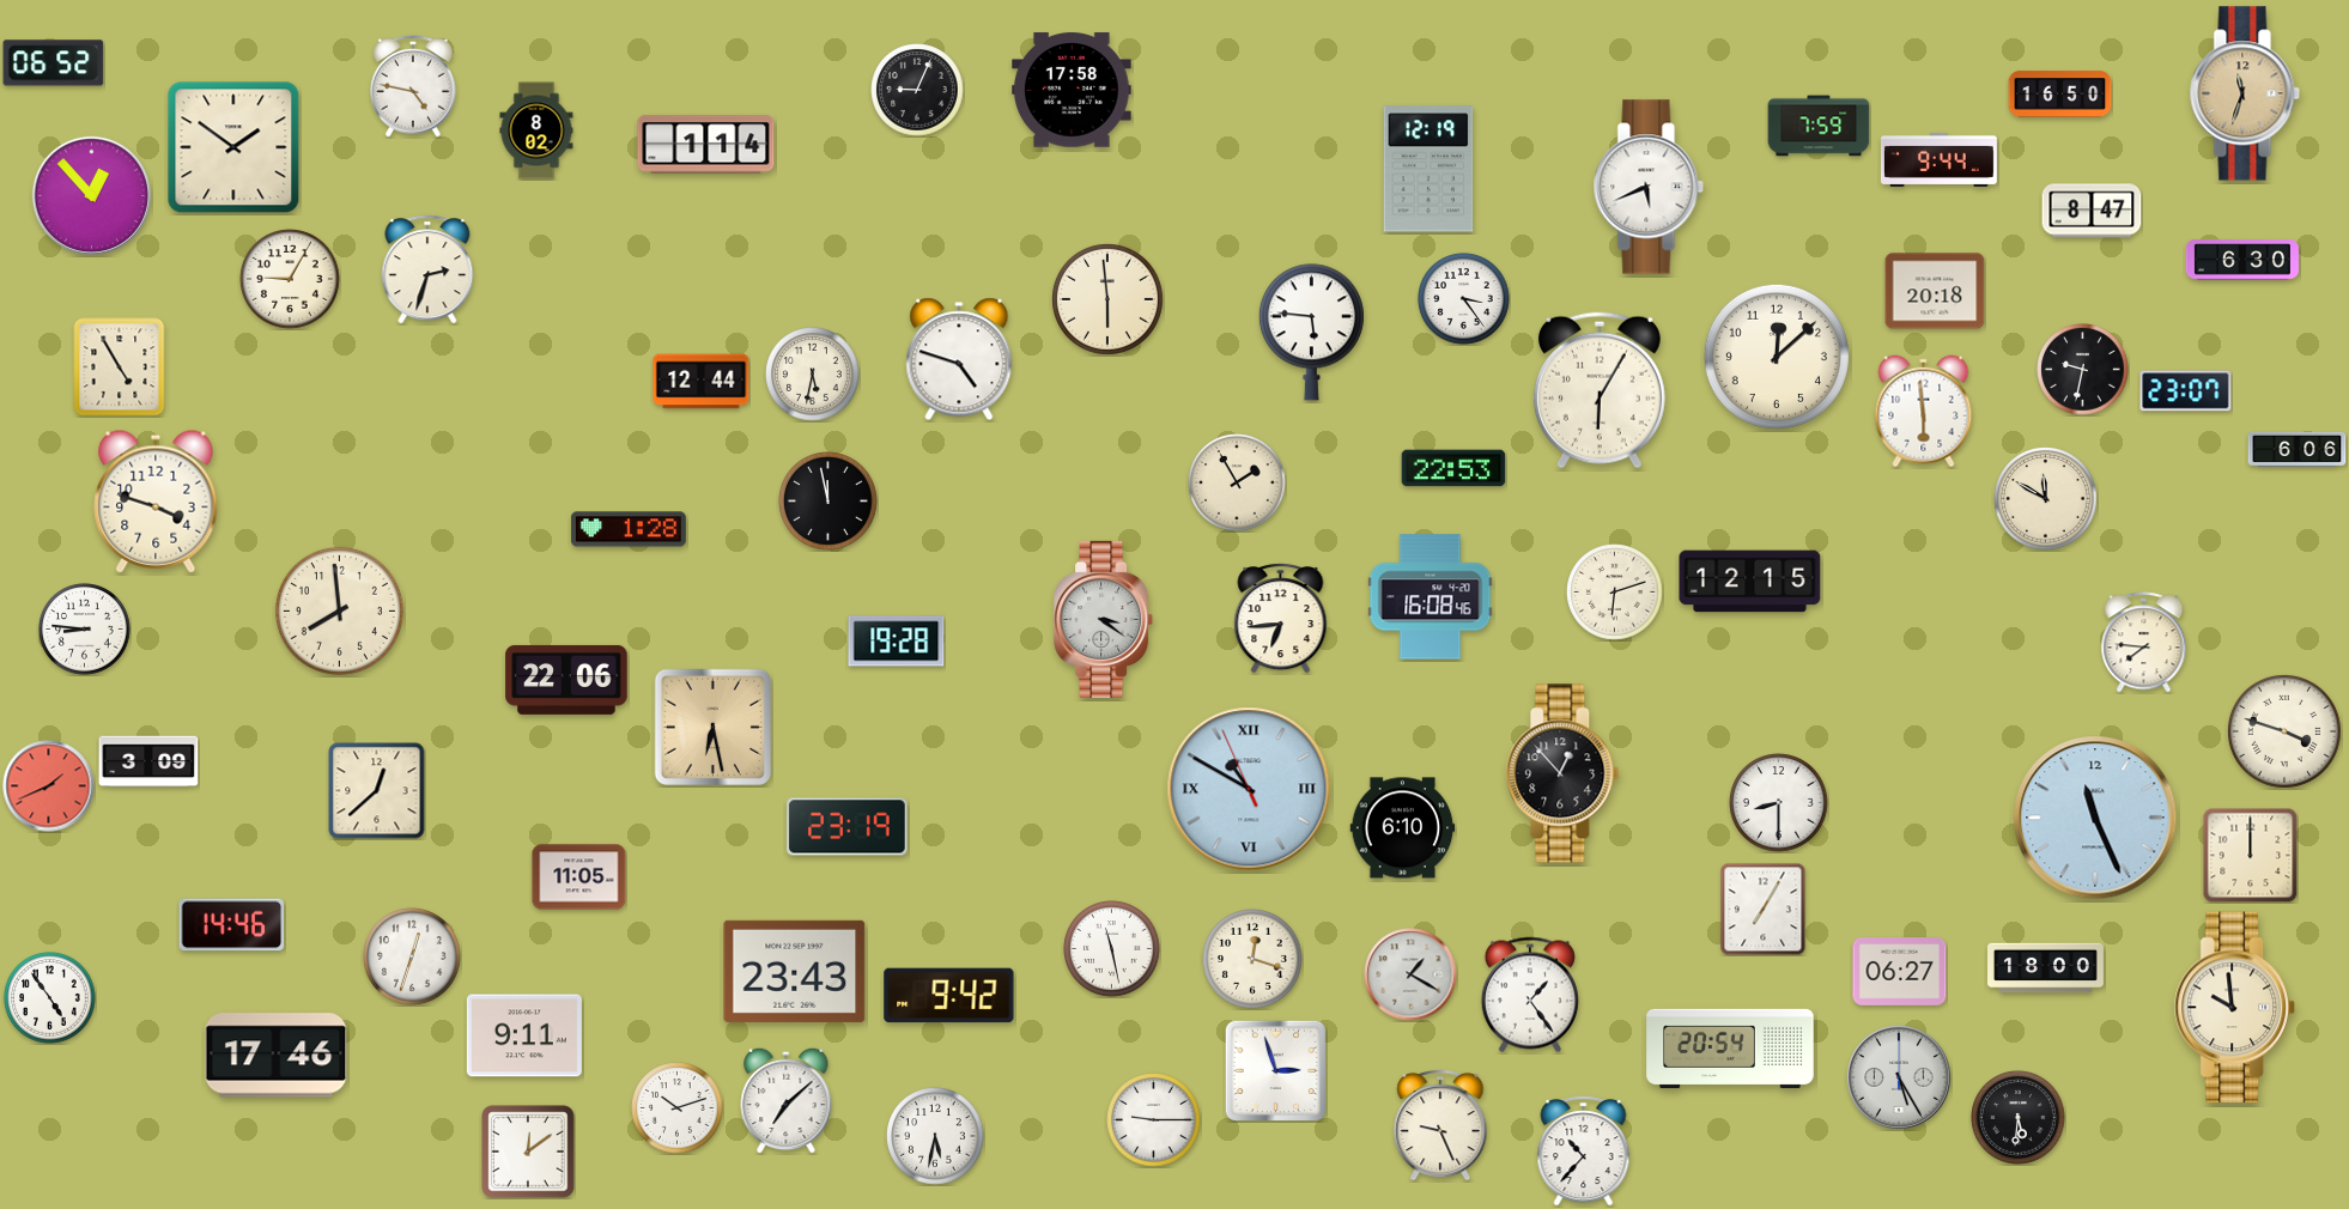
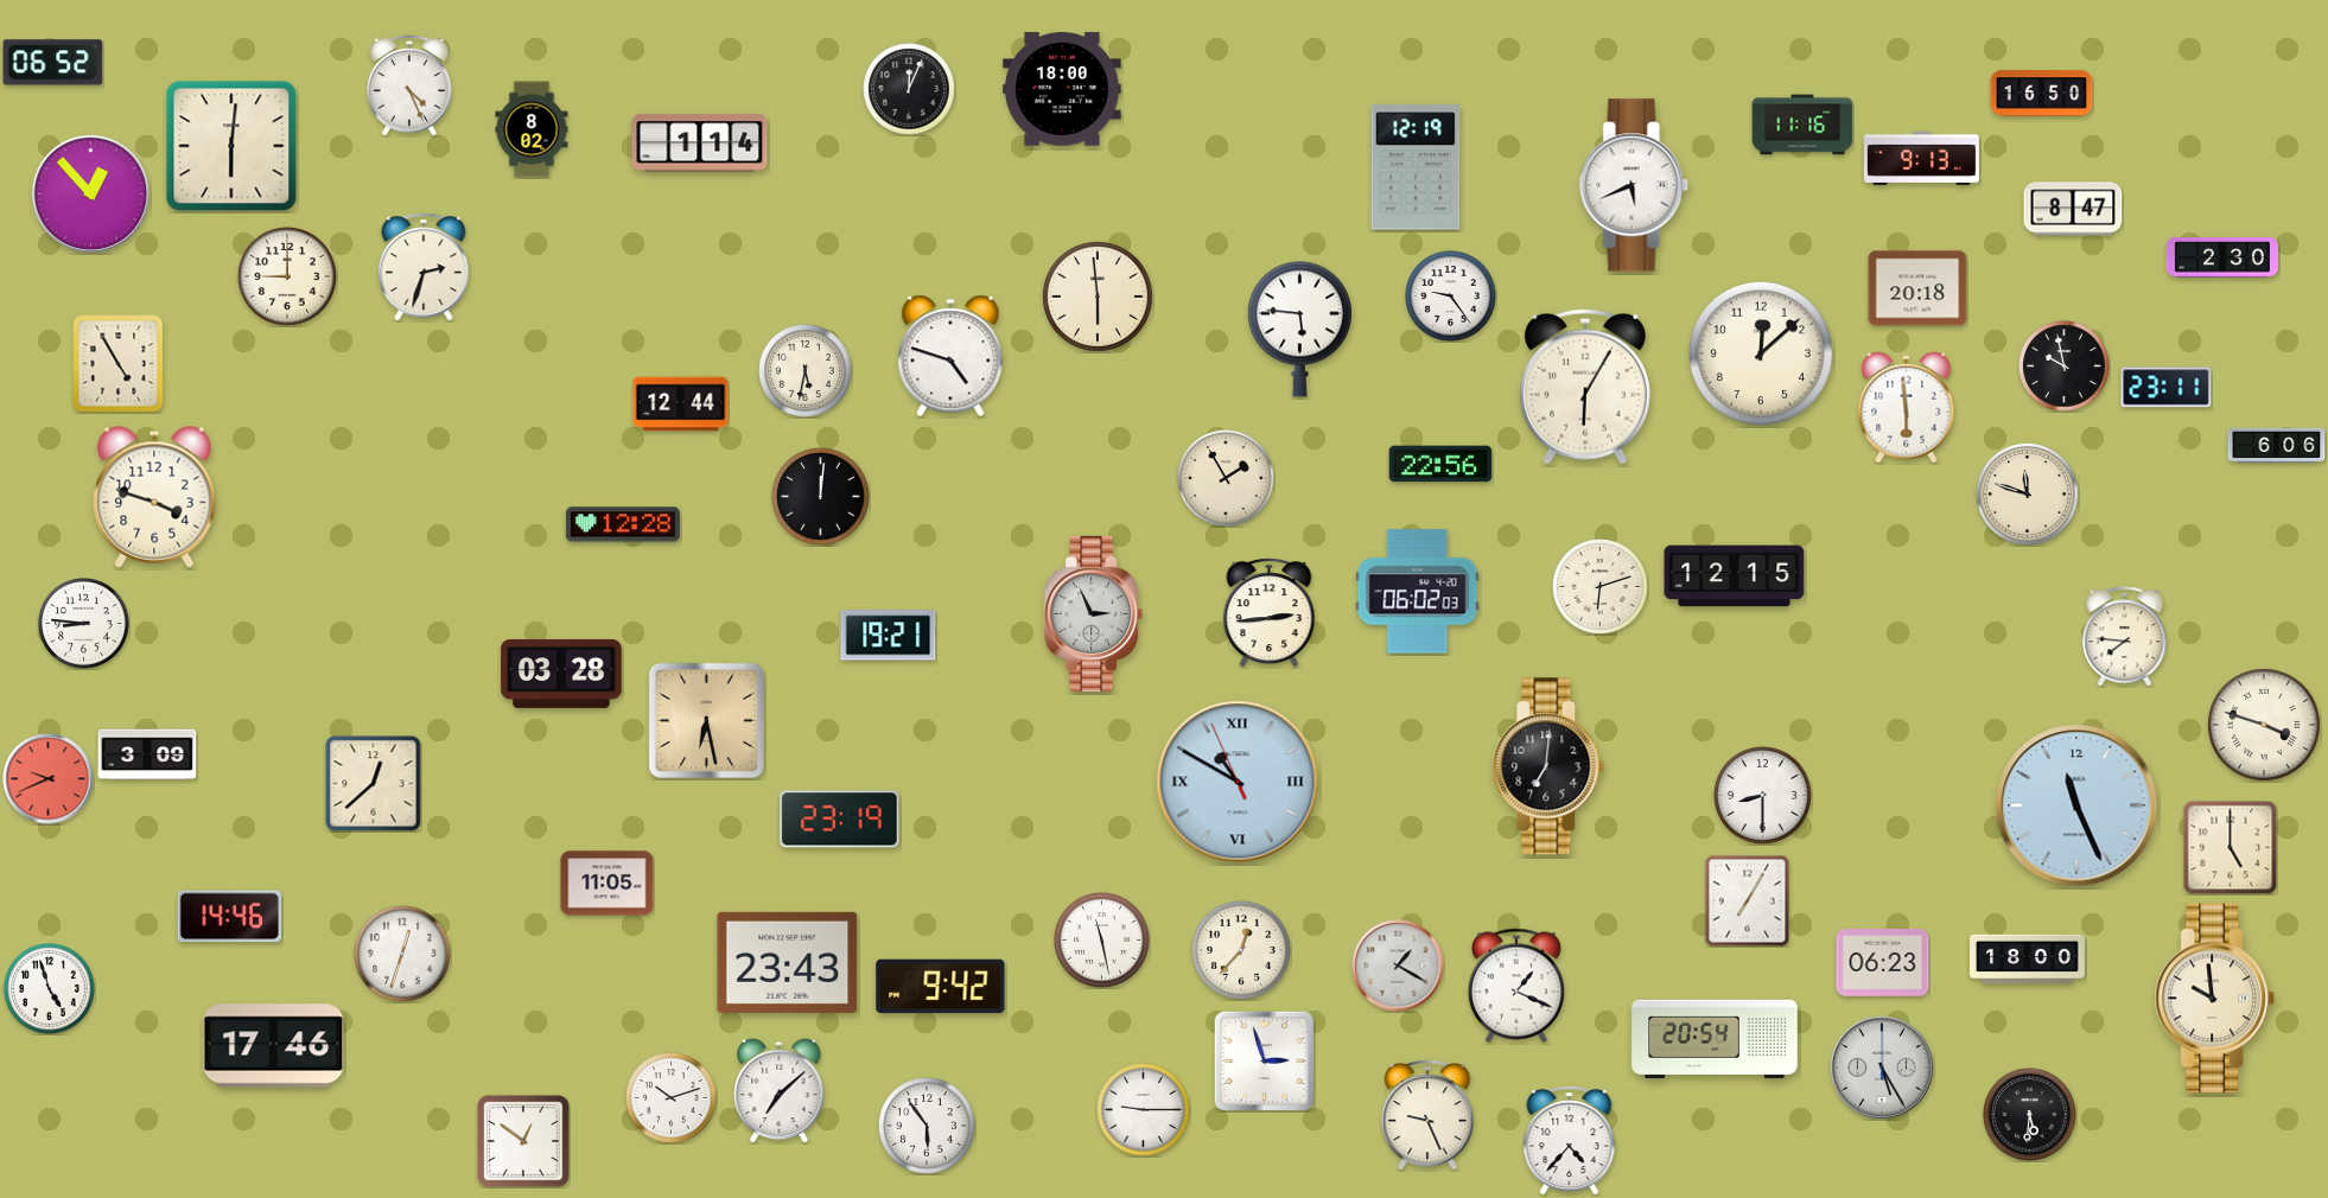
clock at (414, 86): 4:47 -> 4:26
clock at (917, 90): 9:04 -> 12:04
clock at (1073, 90): 17:58 -> 18:00
clock at (2245, 93): 11:33 -> none
clock at (1819, 126): 7:59 -> 11:16
clock at (233, 147): 1:51 -> 6:01
clock at (1938, 159): 9:44 -> 9:13
clock at (2242, 260): 6:30 -> 2:30
clock at (290, 279): 9:05 -> 9:00
clock at (1464, 299): 3:24 -> 9:24
clock at (2083, 370): 9:32 -> 9:58
clock at (702, 382) position: (702, 382) -> (681, 404)
clock at (2186, 391): 23:07 -> 23:11
clock at (1453, 468): 22:53 -> 22:56
clock at (2046, 499): 11:50 -> 11:48
clock at (828, 502): 11:58 -> 12:01
clock at (629, 529): 1:28 -> 12:28
clock at (1431, 597): 16:08 -> 06:02
clock at (339, 610): 7:59 -> none
clock at (1104, 619): 3:21 -> 2:56
clock at (1281, 619): 6:44 -> 2:44
clock at (897, 642): 19:28 -> 19:21
clock at (566, 680): 22:06 -> 03:28
clock at (1562, 773): 12:53 -> 7:01
clock at (49, 786): 1:41 -> 9:41
clock at (2095, 818) position: (2095, 818) -> (2076, 805)
clock at (1403, 828): 6:10 -> none
clock at (2251, 856): 12:00 -> 5:00
clock at (579, 877) position: (579, 877) -> (608, 884)
clock at (412, 956) position: (412, 956) -> (402, 954)
clock at (1252, 959): 12:18 -> 12:37
clock at (1900, 972): 06:27 -> 06:23
clock at (1530, 995): 1:24 -> 1:19
clock at (50, 998): 4:54 -> 4:57
clock at (524, 1035): 9:11 -> none
clock at (2019, 1118) position: (2019, 1118) -> (2030, 1115)
clock at (935, 1136): 5:32 -> 5:54
clock at (528, 1152): 12:09 -> 12:51
clock at (1584, 1152): 10:37 -> 4:37
